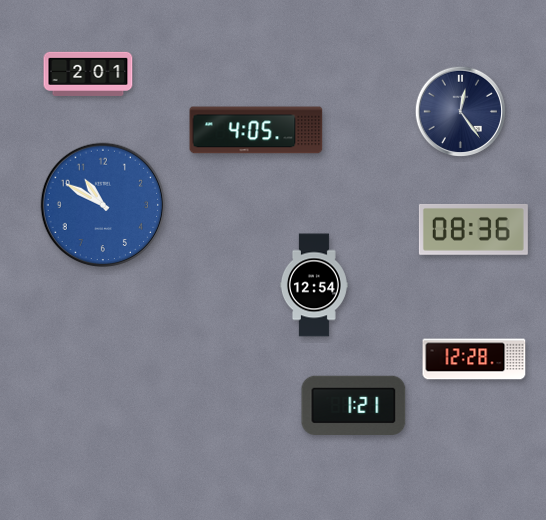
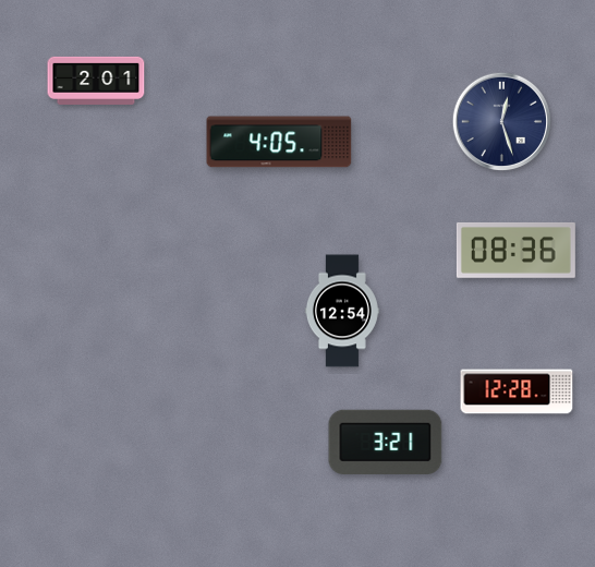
clock at (460, 111): 12:24 -> 12:27
clock at (103, 205): 10:50 -> none
clock at (354, 405): 1:21 -> 3:21
